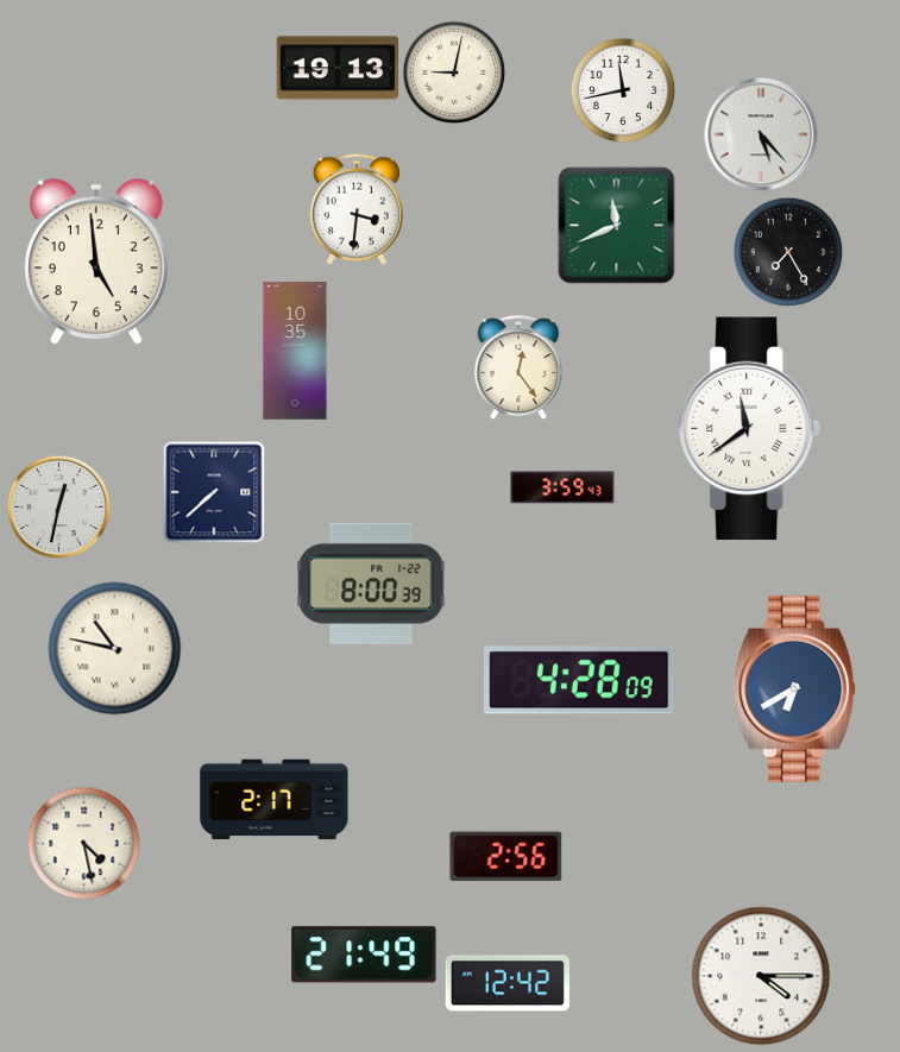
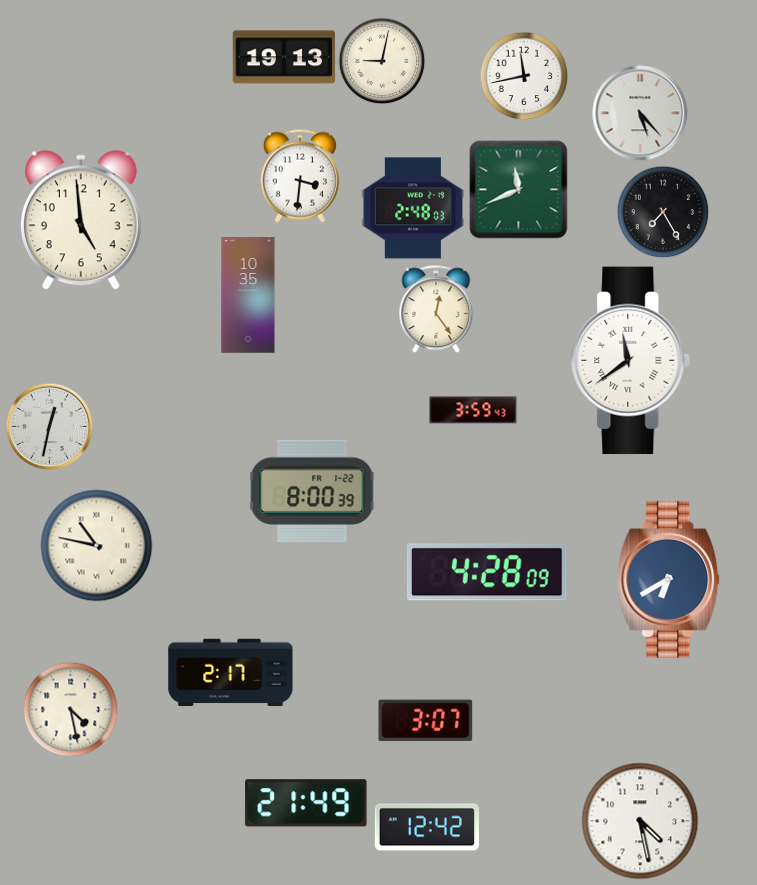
clock at (413, 208): none -> 2:48
clock at (214, 492): 7:38 -> none
clock at (506, 857): 2:56 -> 3:07
clock at (761, 976): 4:15 -> 4:28
